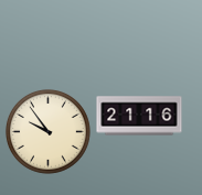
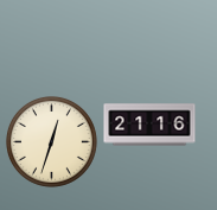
clock at (47, 131): 9:54 -> 12:33
